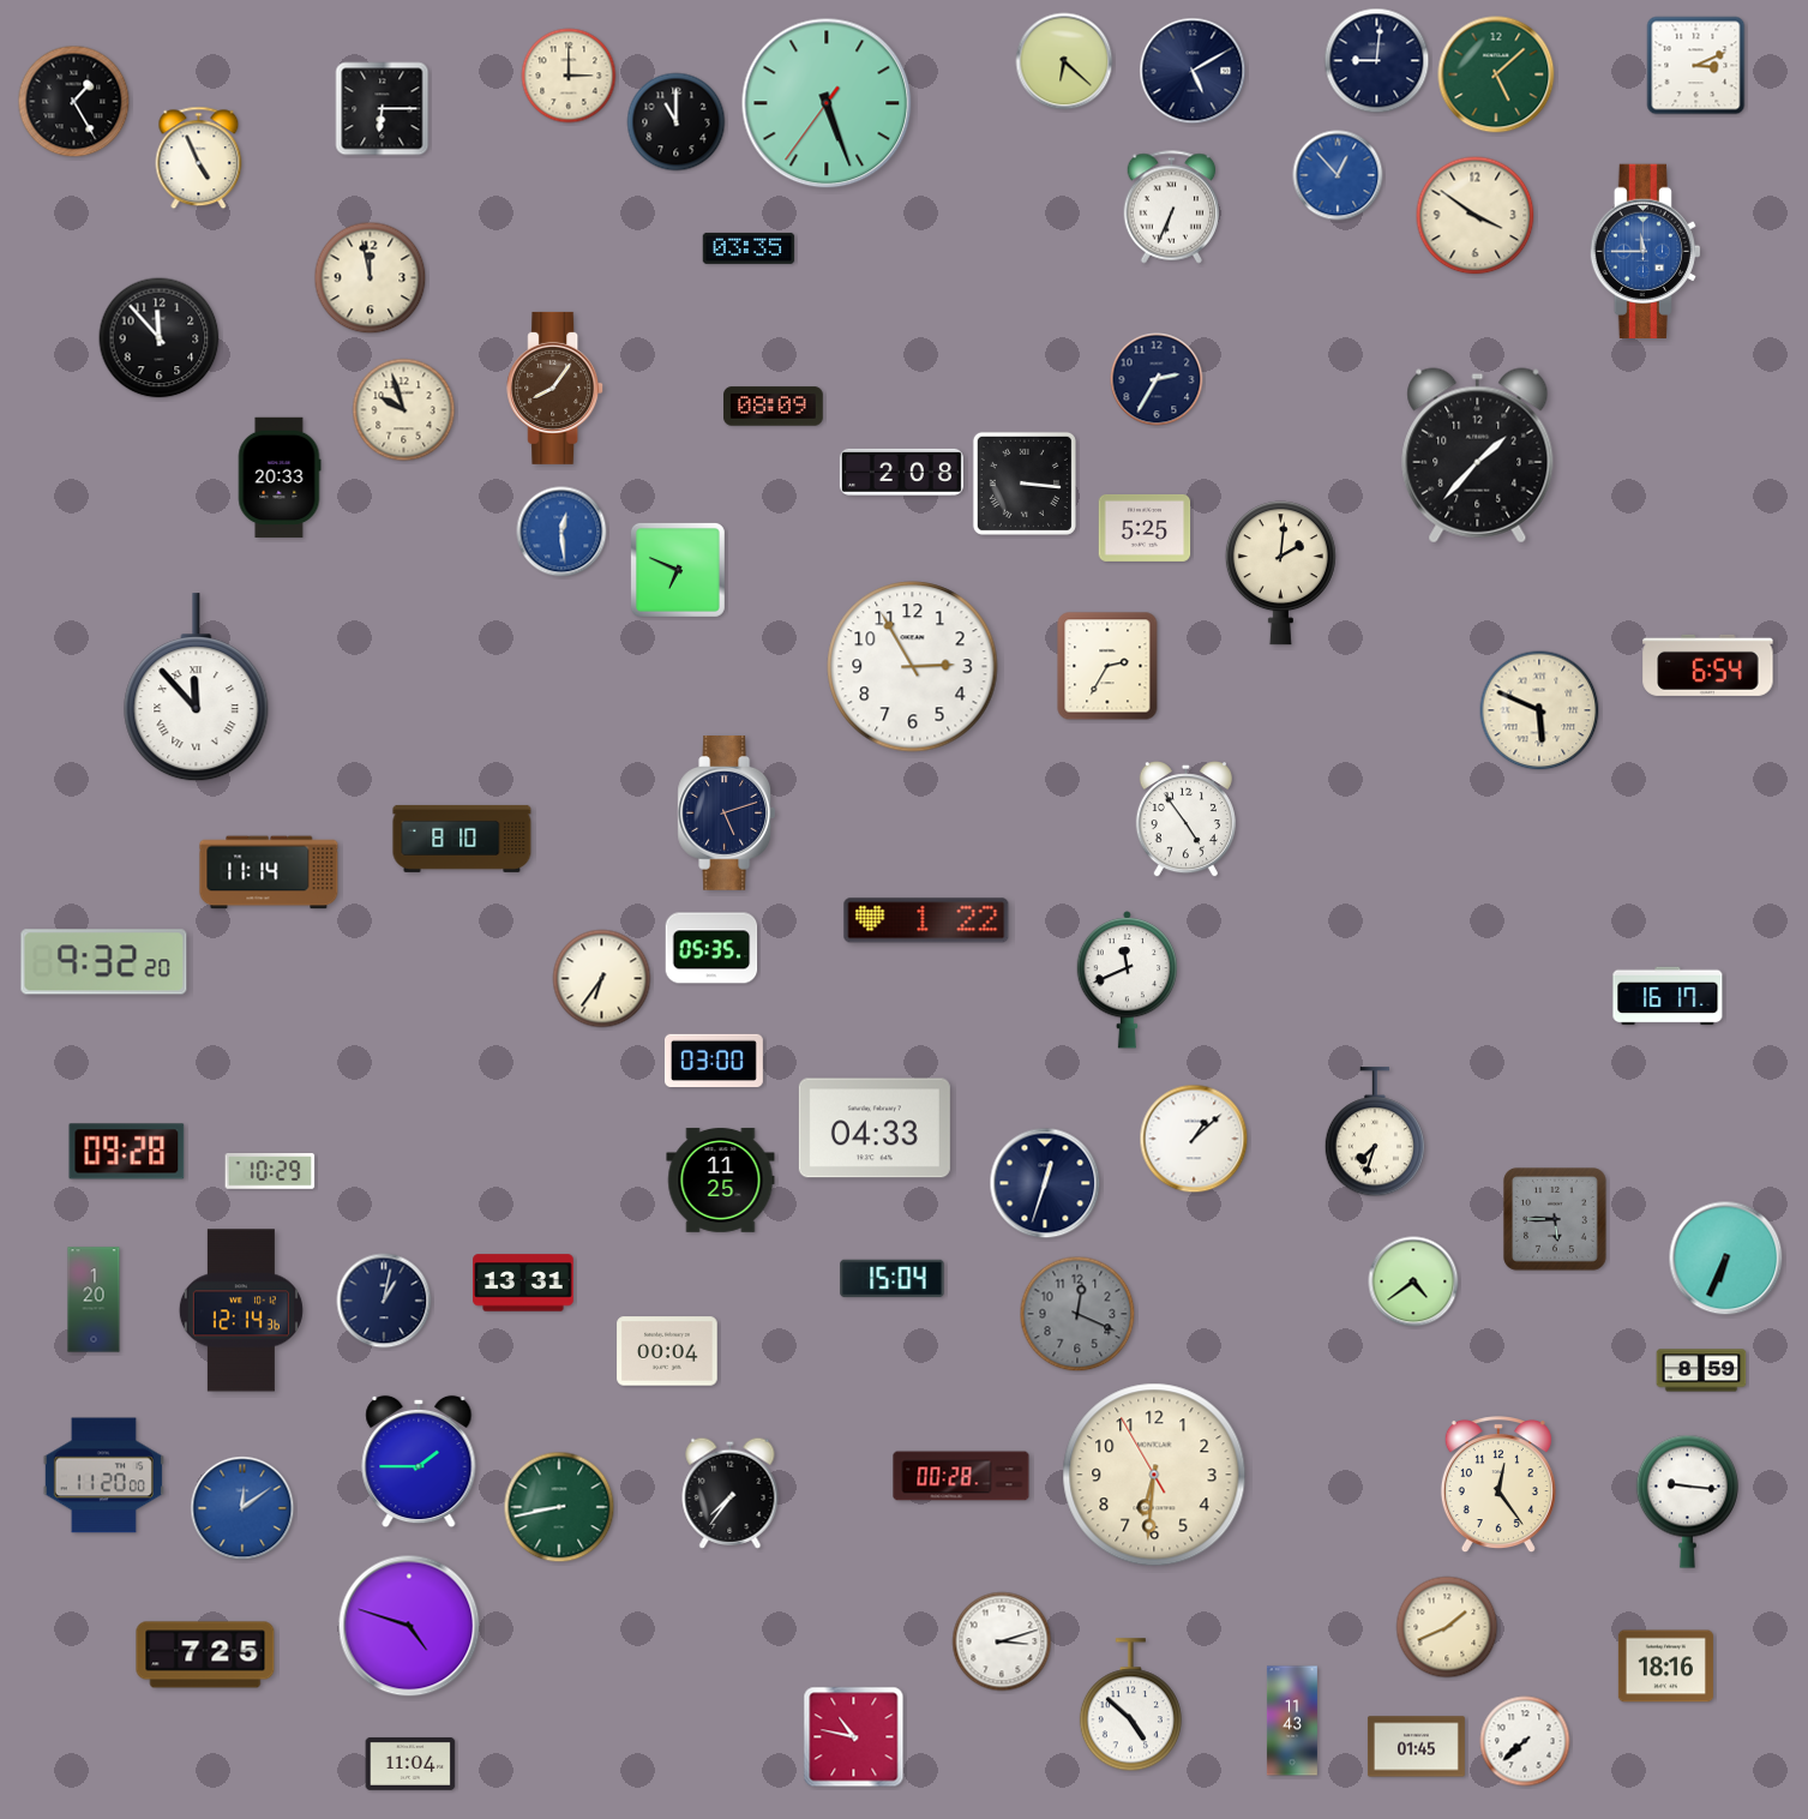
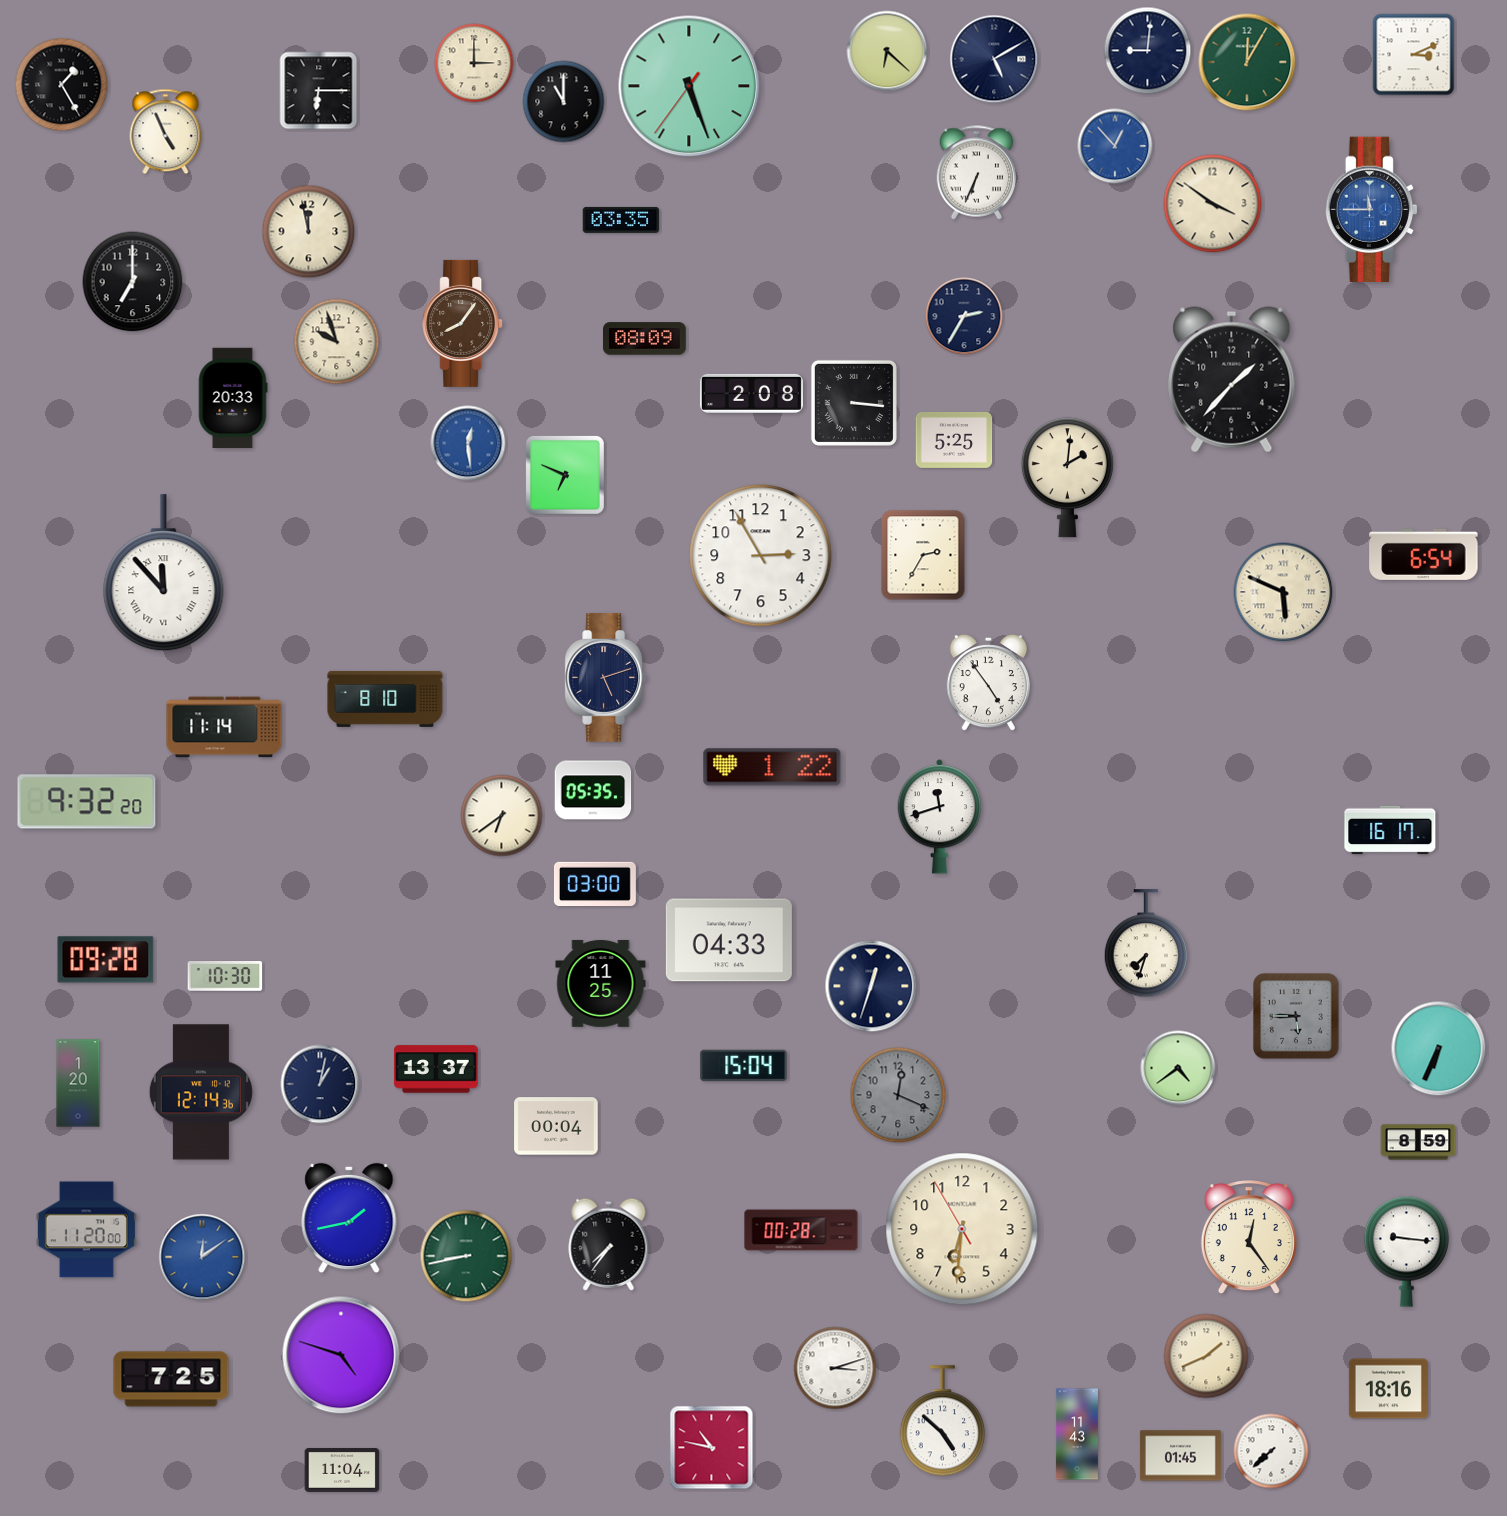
clock at (1496, 74): 5:08 -> 12:05
clock at (1476, 216) position: (1476, 216) -> (1213, 204)
clock at (749, 248) position: (749, 248) -> (621, 220)
clock at (160, 338): 11:53 -> 7:00
clock at (602, 979): 6:36 -> 6:39
clock at (1128, 980): 11:41 -> 11:42
clock at (1194, 1139): 1:08 -> none
clock at (270, 1172): 10:29 -> 10:30
clock at (523, 1283): 13:31 -> 13:37
clock at (419, 1461): 1:45 -> 1:43
